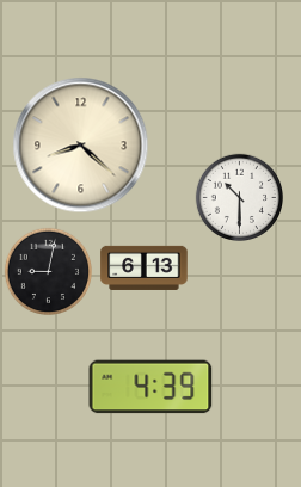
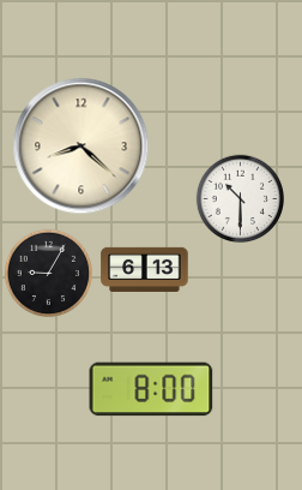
clock at (48, 271): 9:02 -> 9:05
clock at (150, 387): 4:39 -> 8:00
